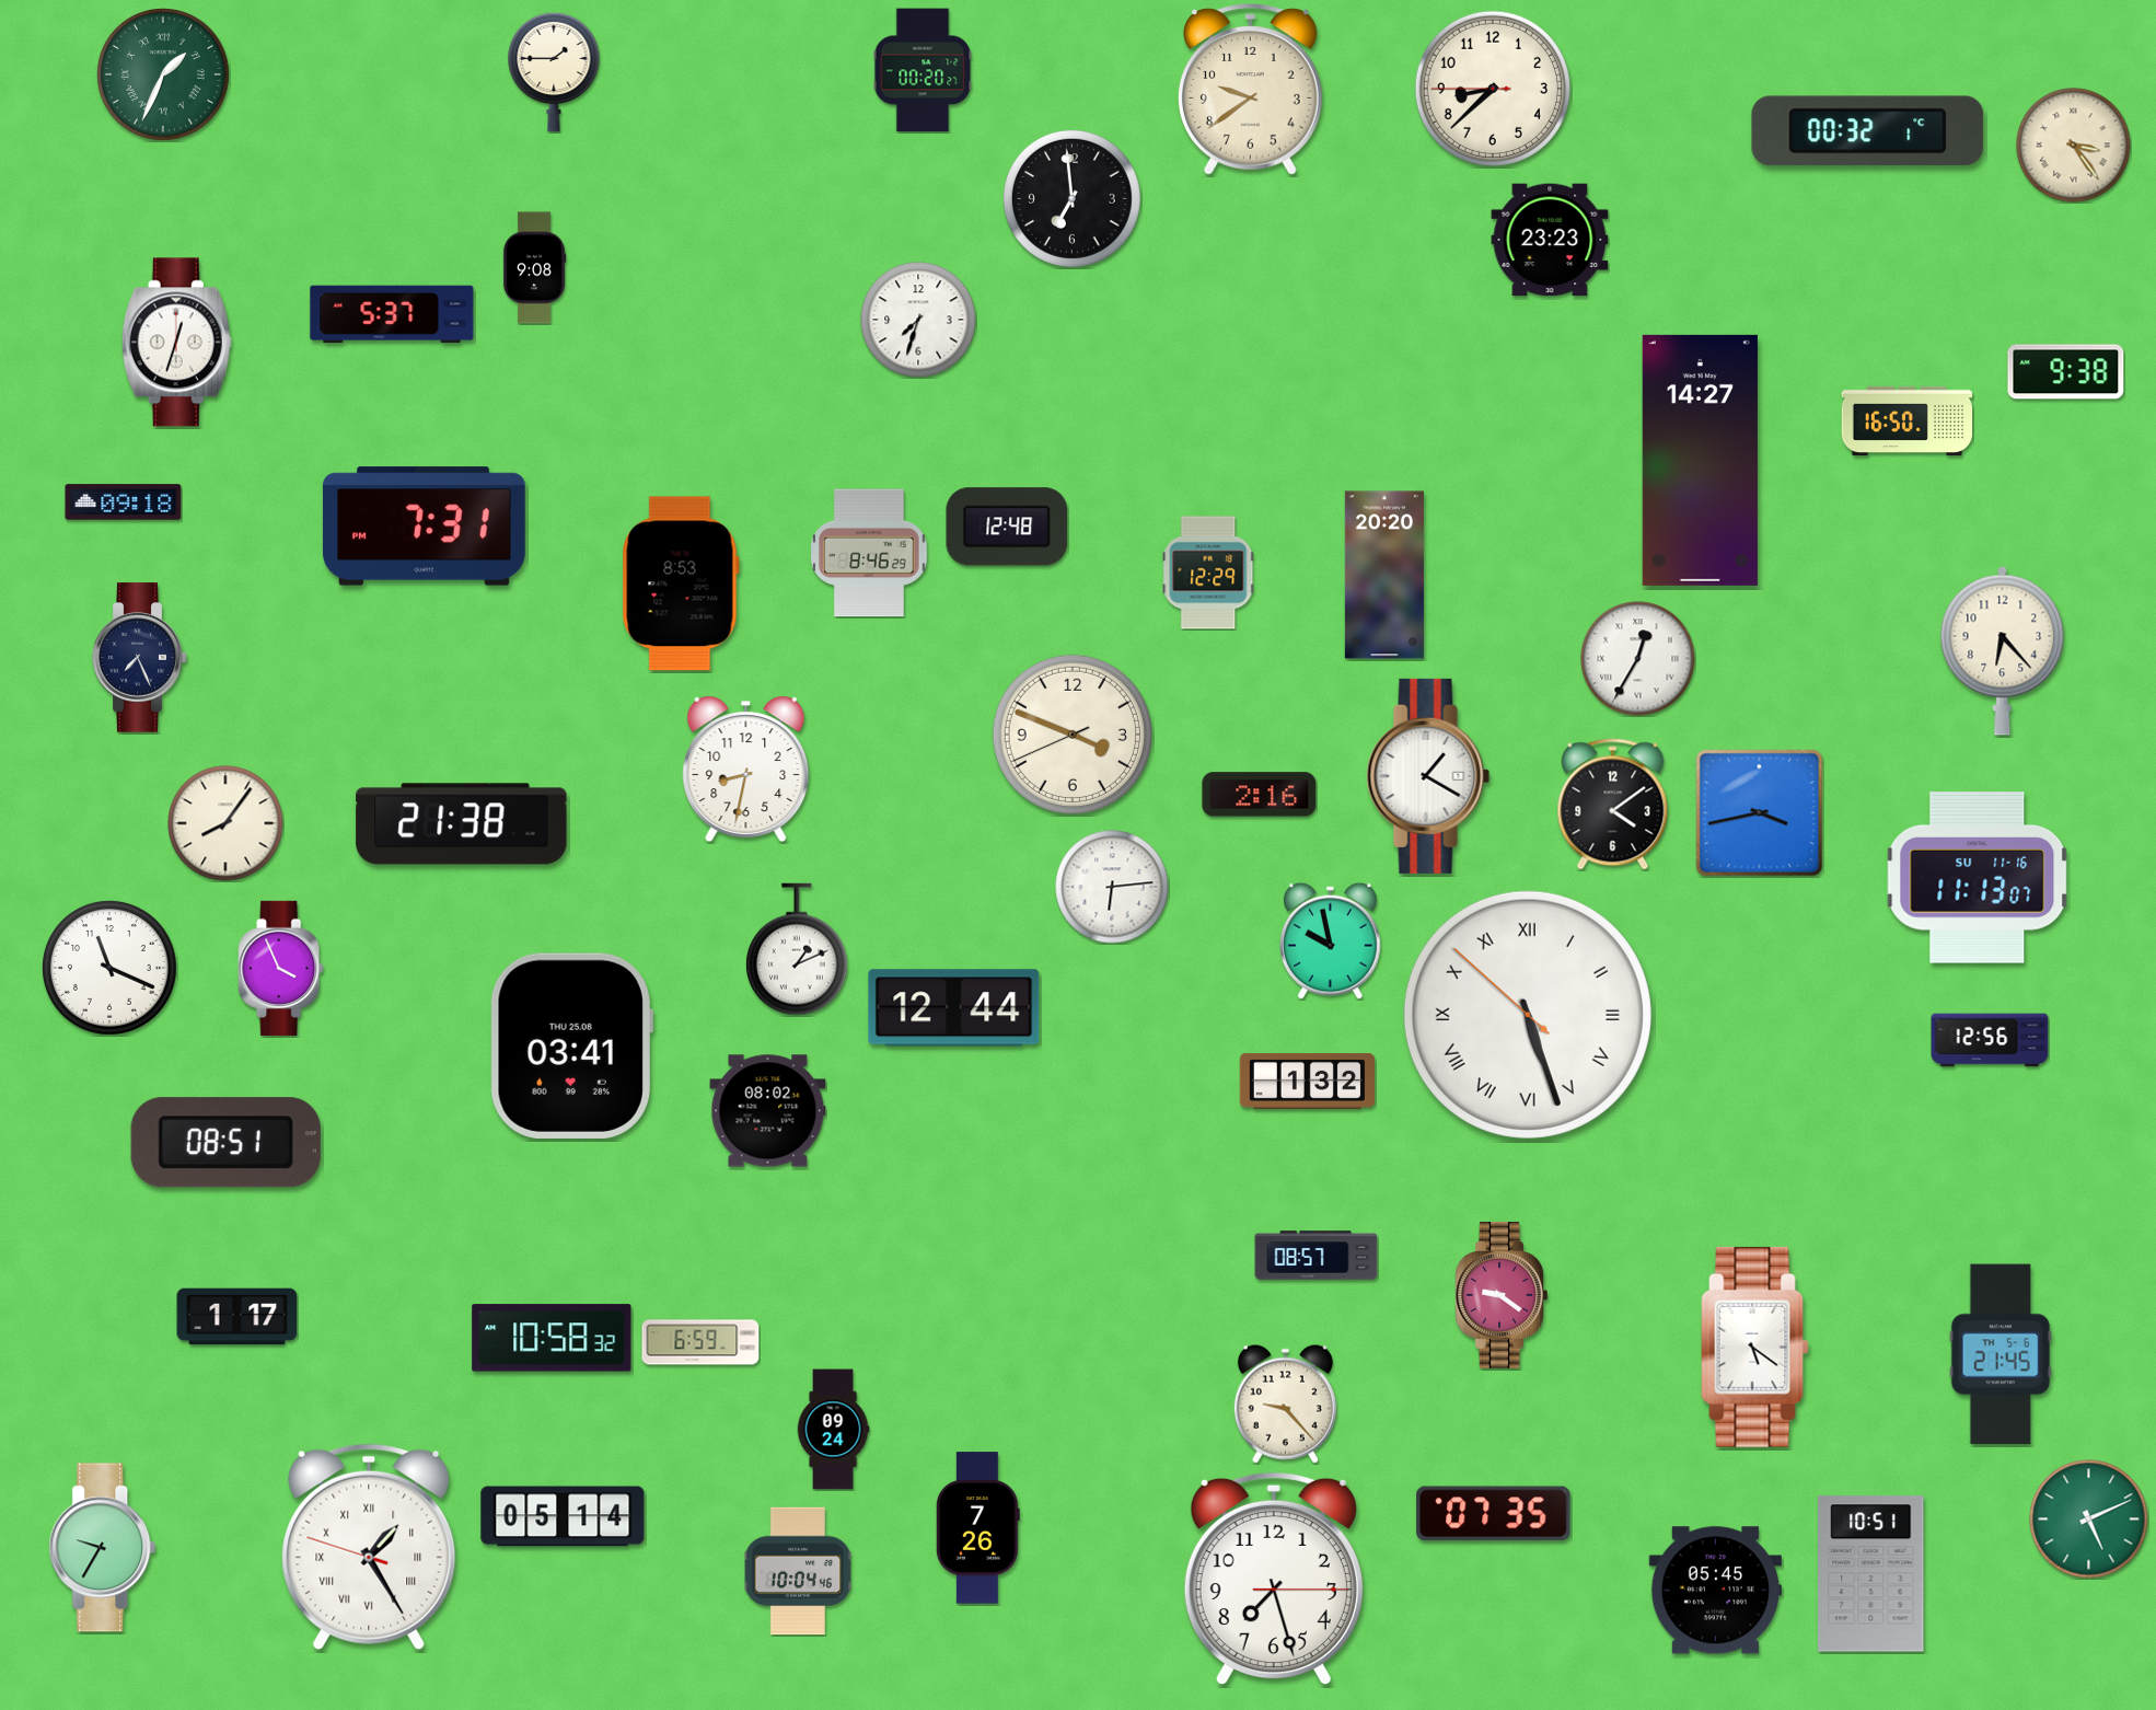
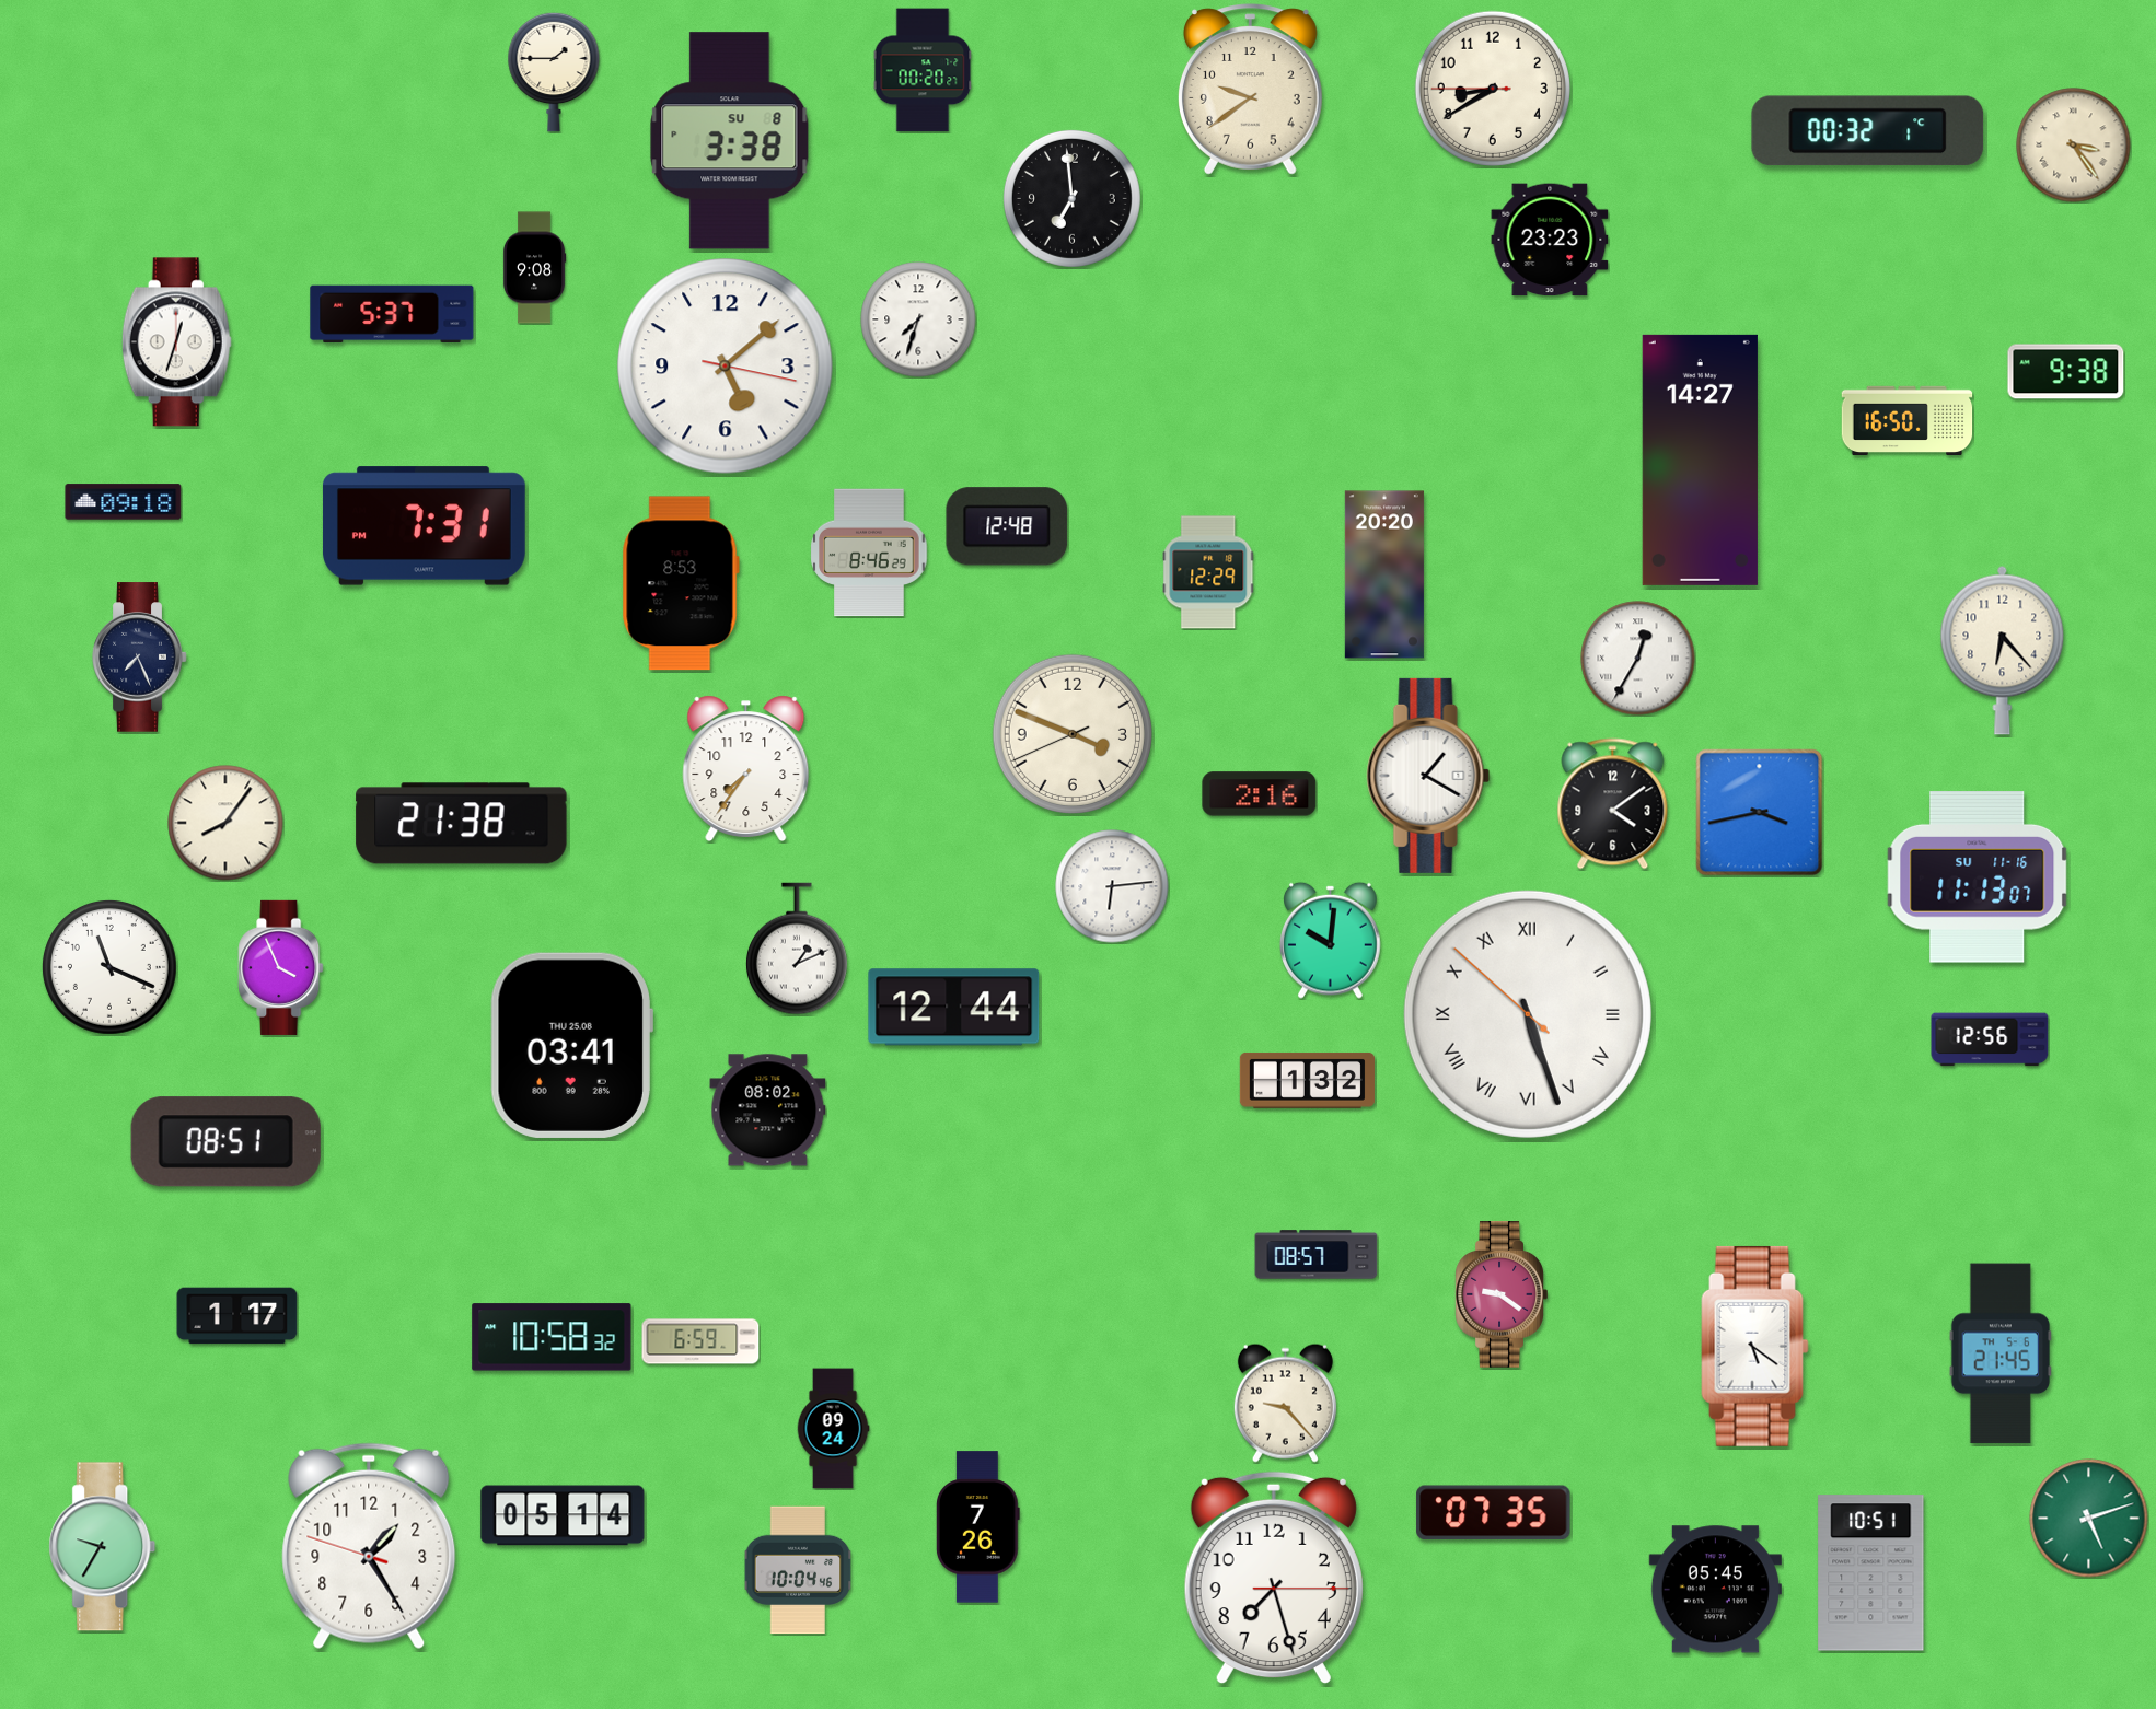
clock at (164, 76): 1:34 -> none
clock at (1493, 89): 8:37 -> 8:39
clock at (730, 141): none -> 3:38
clock at (726, 367): none -> 5:08
clock at (746, 769): 8:32 -> 7:36
clock at (1331, 940): 9:58 -> 10:01
clock at (2089, 1520): 5:11 -> 5:12
clock at (369, 1547) numerals: Roman -> Arabic
